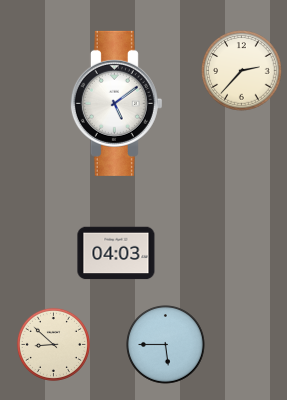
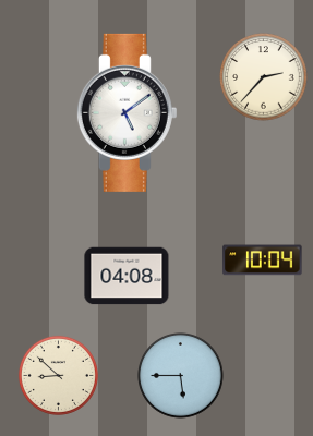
clock at (263, 261): none -> 10:04
clock at (116, 253): 04:03 -> 04:08
